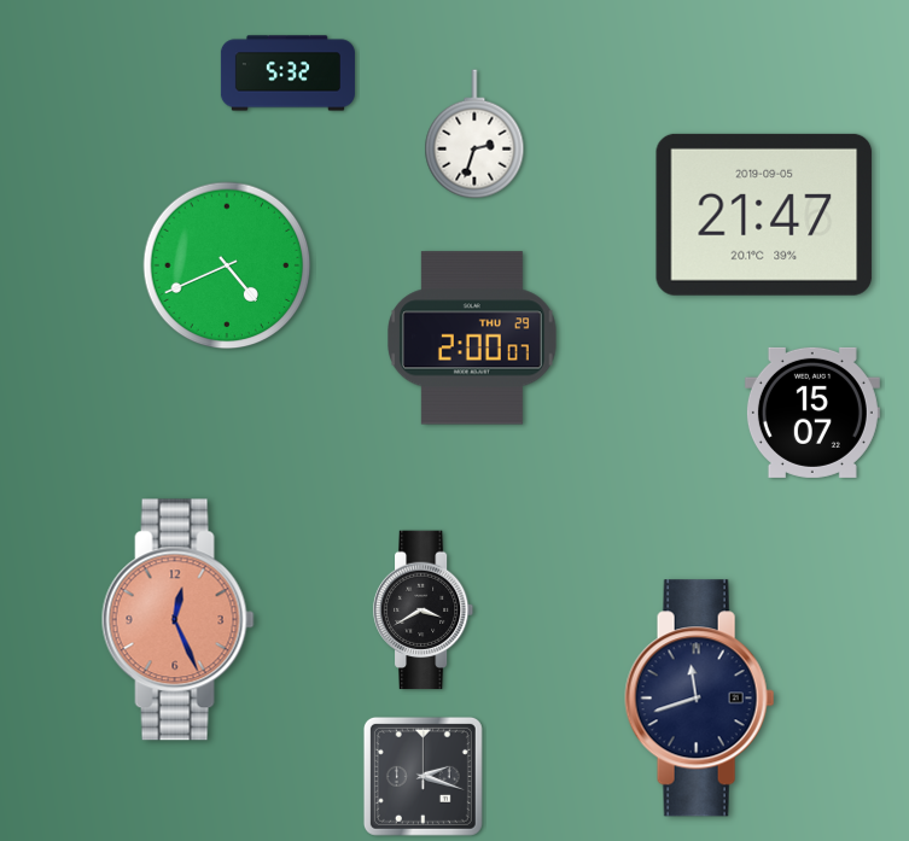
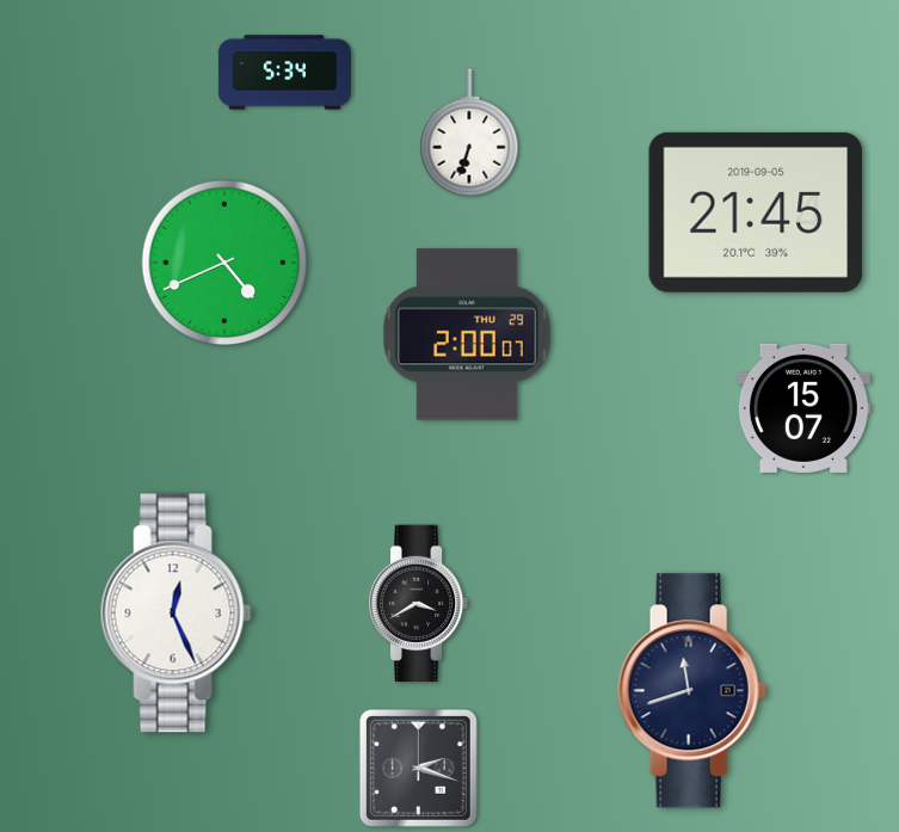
clock at (287, 74): 5:32 -> 5:34
clock at (474, 134): 2:33 -> 6:33
clock at (764, 215): 21:47 -> 21:45
clock at (177, 620) dial: salmon -> white
